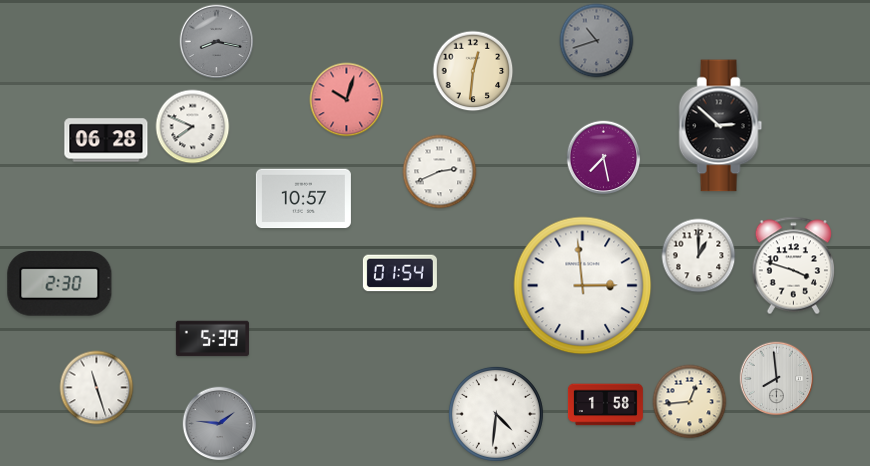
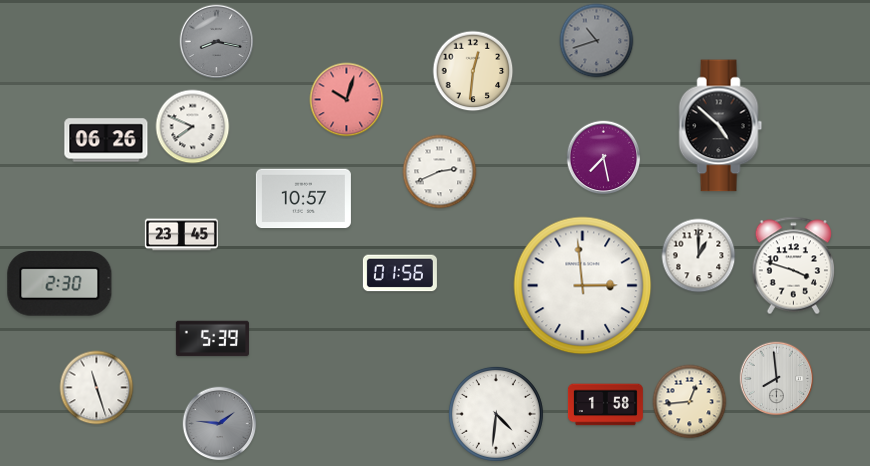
clock at (721, 126): 2:52 -> 4:52
clock at (106, 140): 06:28 -> 06:26
clock at (181, 235): none -> 23:45
clock at (400, 273): 01:54 -> 01:56
